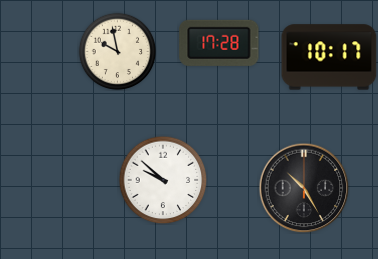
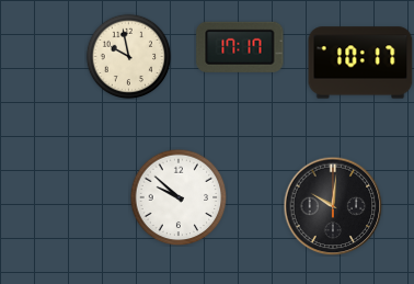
clock at (219, 43): 17:28 -> 17:17
clock at (304, 188): 10:25 -> 10:01
